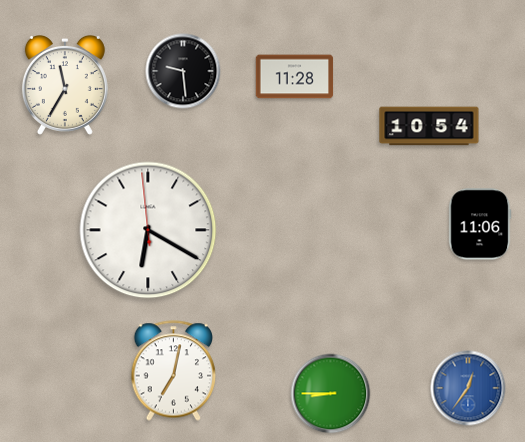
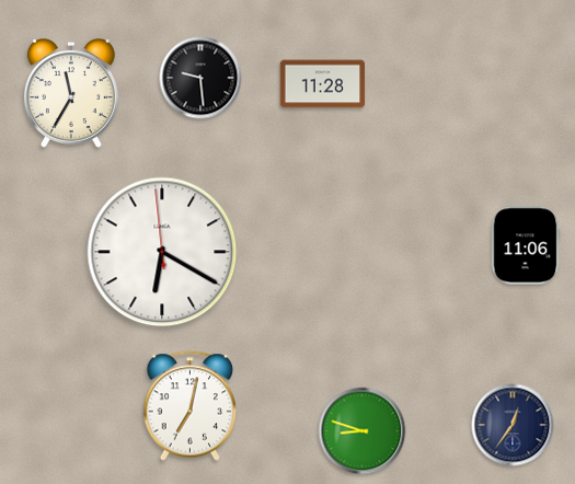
clock at (429, 126): 10:54 -> none
clock at (468, 388) dial: blue -> navy
clock at (331, 394): 8:45 -> 8:48
